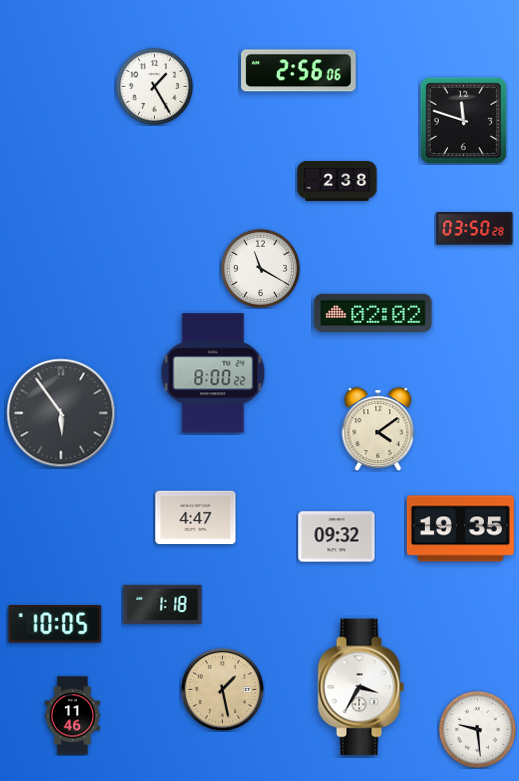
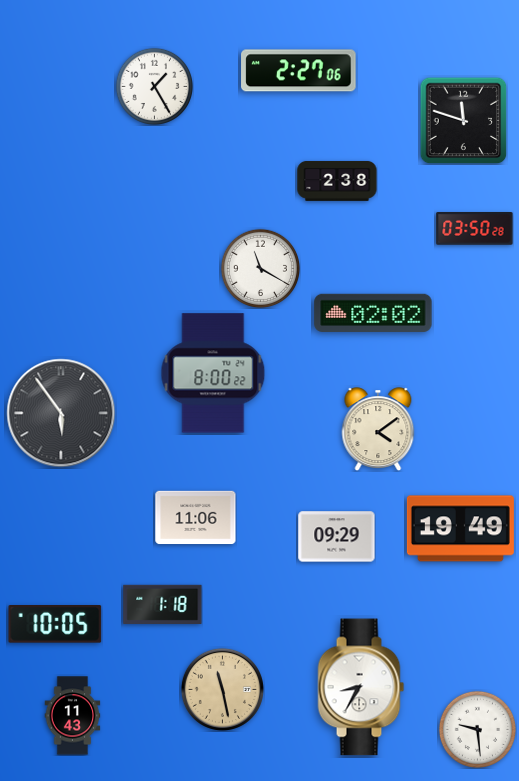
clock at (299, 71): 2:56 -> 2:27
clock at (196, 518): 4:47 -> 11:06
clock at (460, 529): 19:35 -> 19:49
clock at (337, 537): 09:32 -> 09:29
clock at (361, 687): 3:35 -> 8:35
clock at (222, 689): 1:28 -> 11:28
clock at (73, 716): 11:46 -> 11:43
